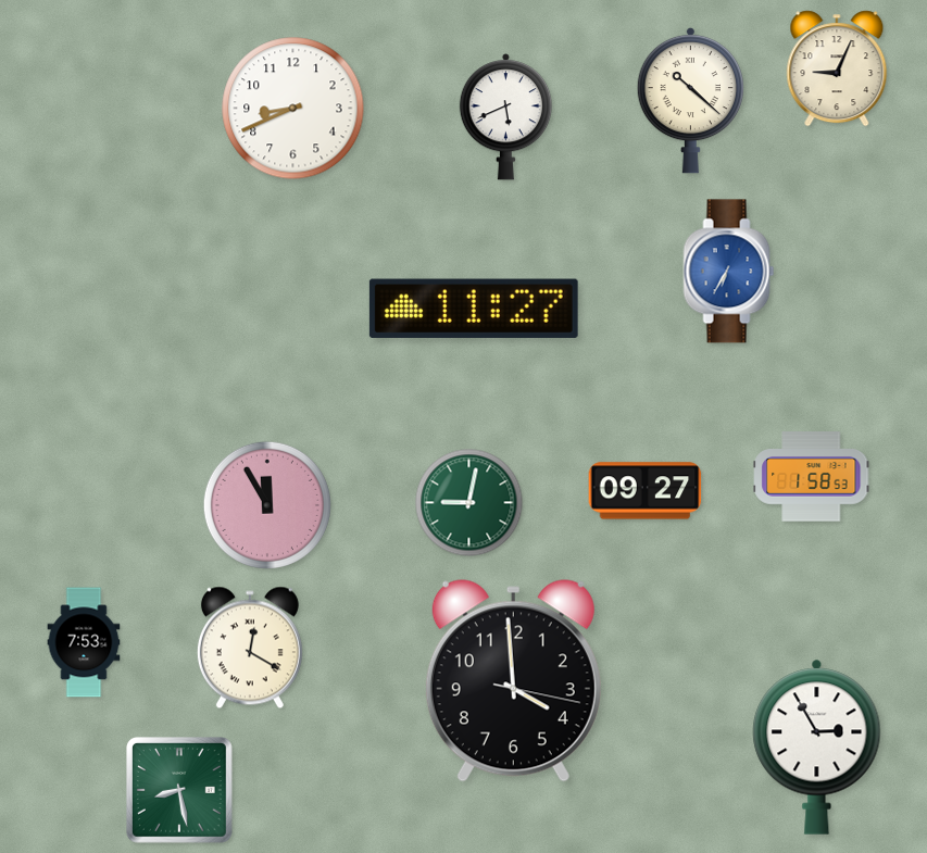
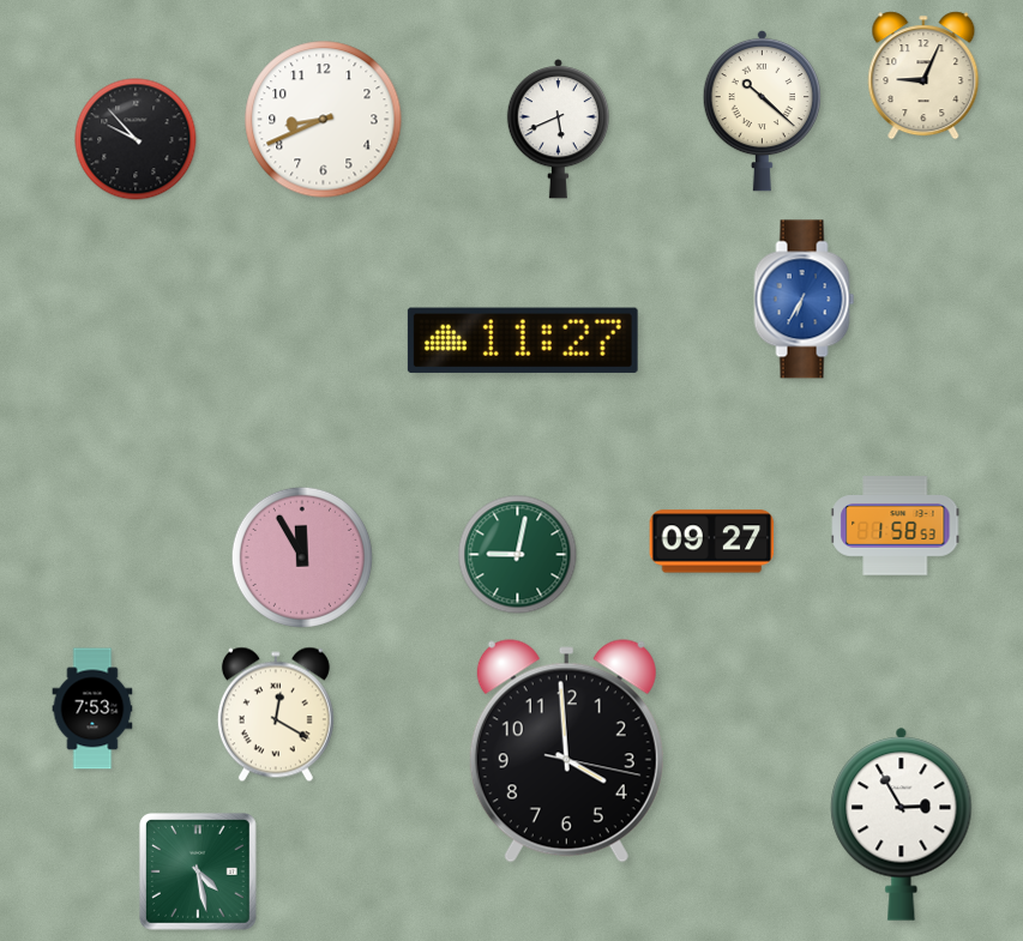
clock at (136, 139): none -> 9:53
clock at (267, 505) position: (267, 505) -> (302, 557)
clock at (180, 791): 8:28 -> 4:28
